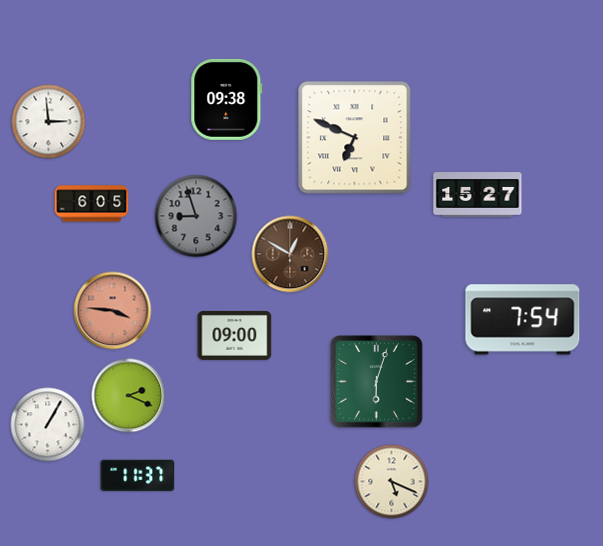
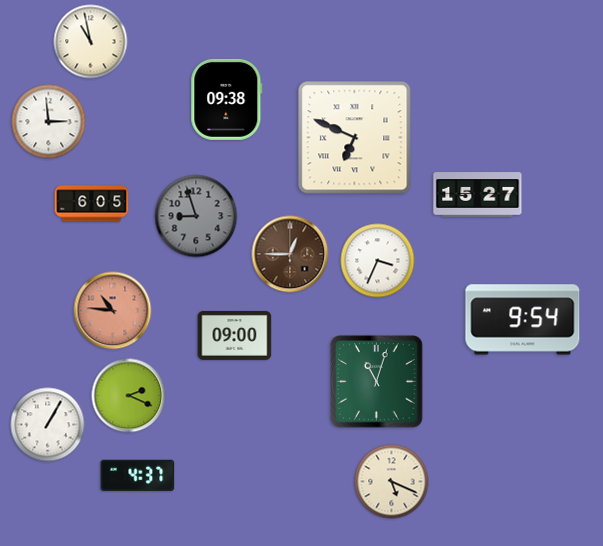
clock at (91, 42): none -> 10:58
clock at (290, 254): 12:50 -> 12:45
clock at (378, 261): none -> 3:34
clock at (113, 311): 3:46 -> 10:46
clock at (523, 320): 7:54 -> 9:54
clock at (377, 382): 6:03 -> 11:03
clock at (138, 475): 11:37 -> 4:37
